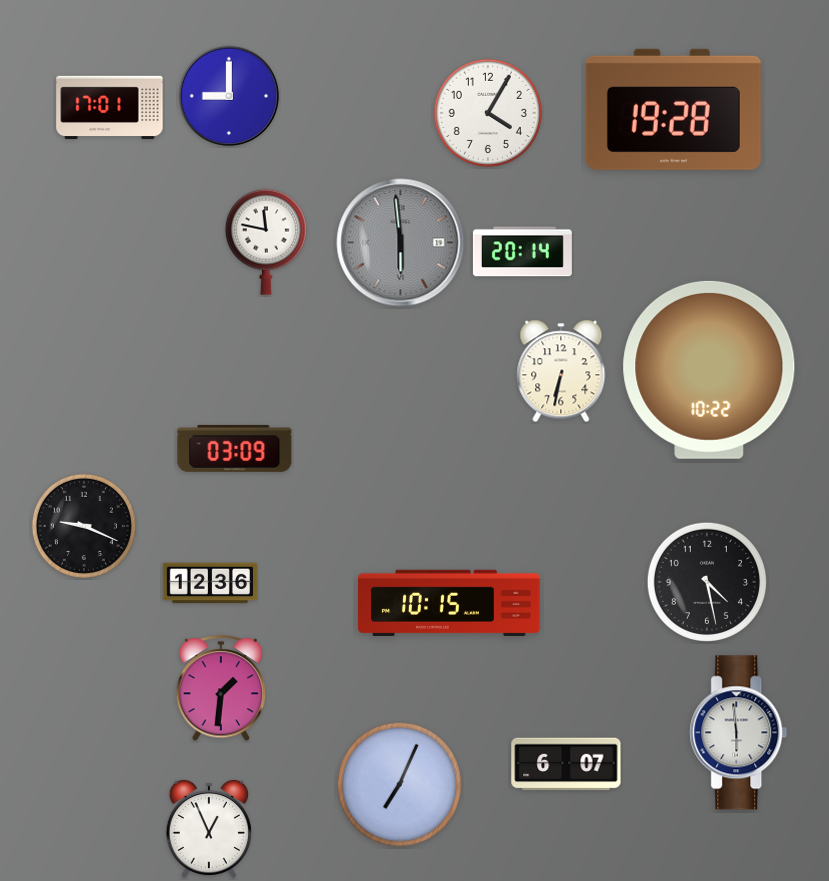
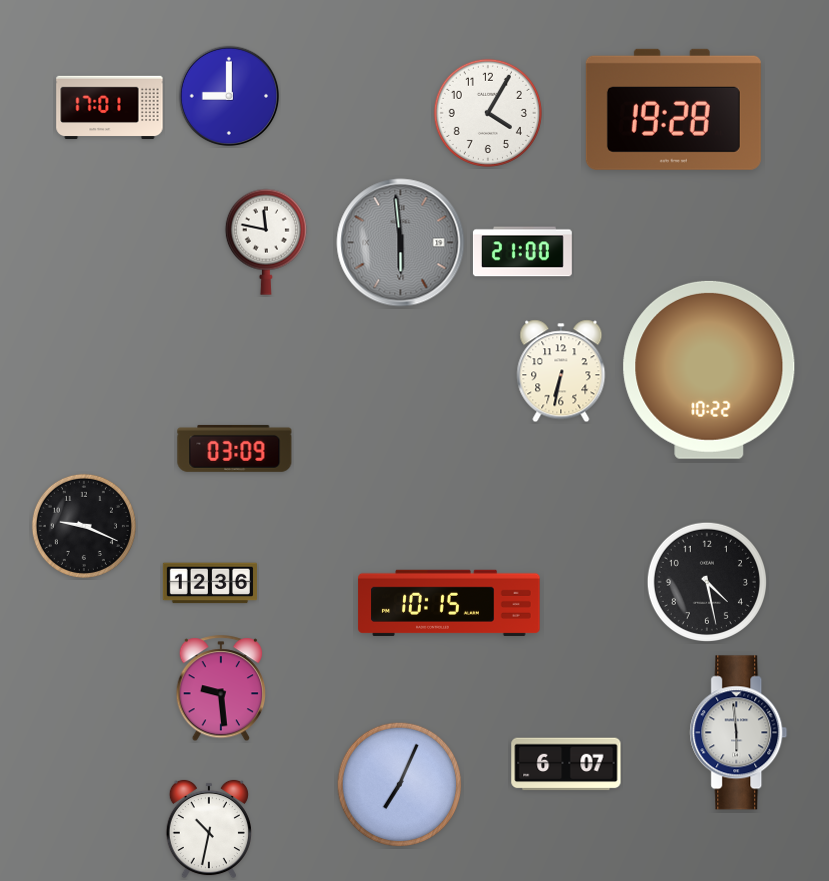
clock at (522, 252): 20:14 -> 21:00
clock at (221, 689): 1:31 -> 9:29
clock at (209, 829): 12:56 -> 10:32
